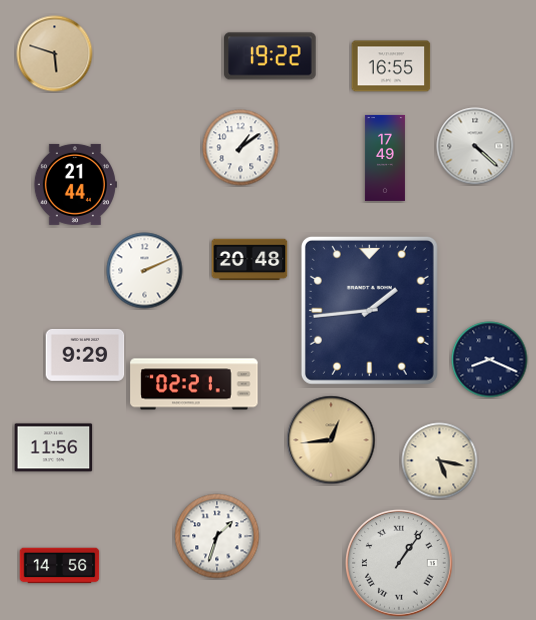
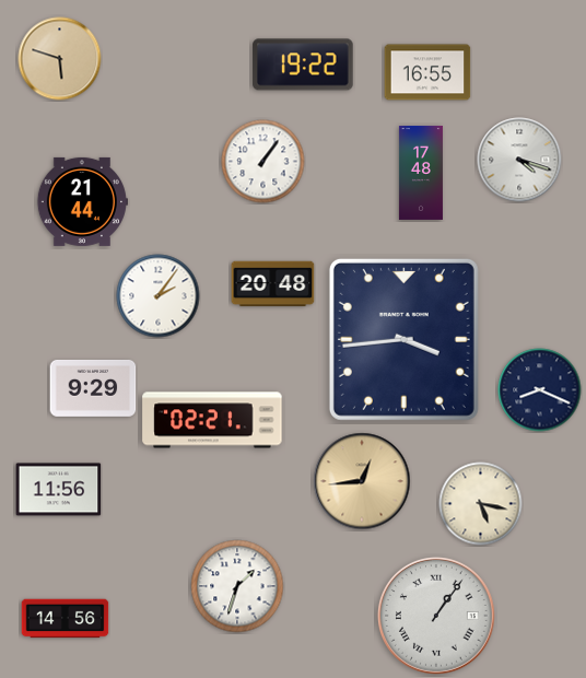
clock at (270, 56) position: (270, 56) -> (303, 65)
clock at (475, 146): 4:22 -> 4:18
clock at (241, 148): 1:09 -> 1:06
clock at (385, 158): 17:49 -> 17:48
clock at (145, 271): 2:11 -> 2:06
clock at (369, 310): 1:44 -> 3:44
clock at (490, 360) position: (490, 360) -> (540, 390)
